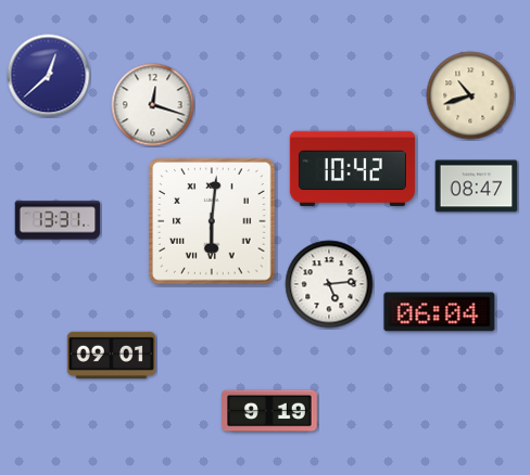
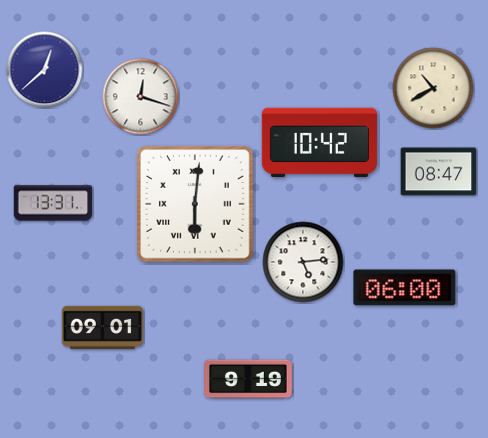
clock at (470, 95): 10:42 -> 10:40
clock at (352, 169) position: (352, 169) -> (319, 143)
clock at (440, 312): 06:04 -> 06:00
